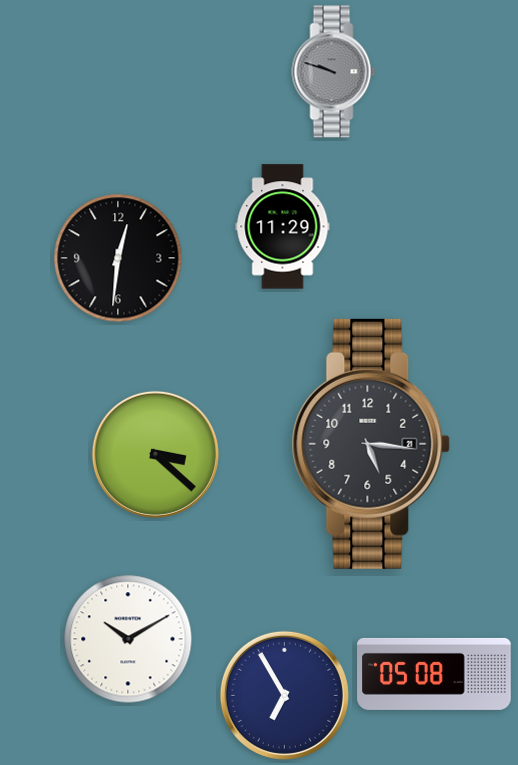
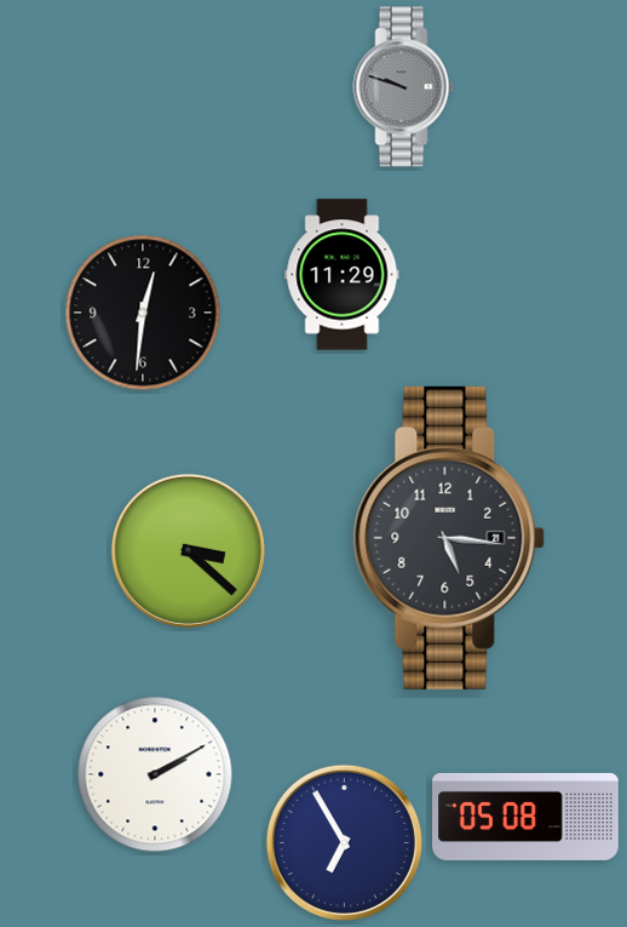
clock at (128, 639): 10:10 -> 2:10
